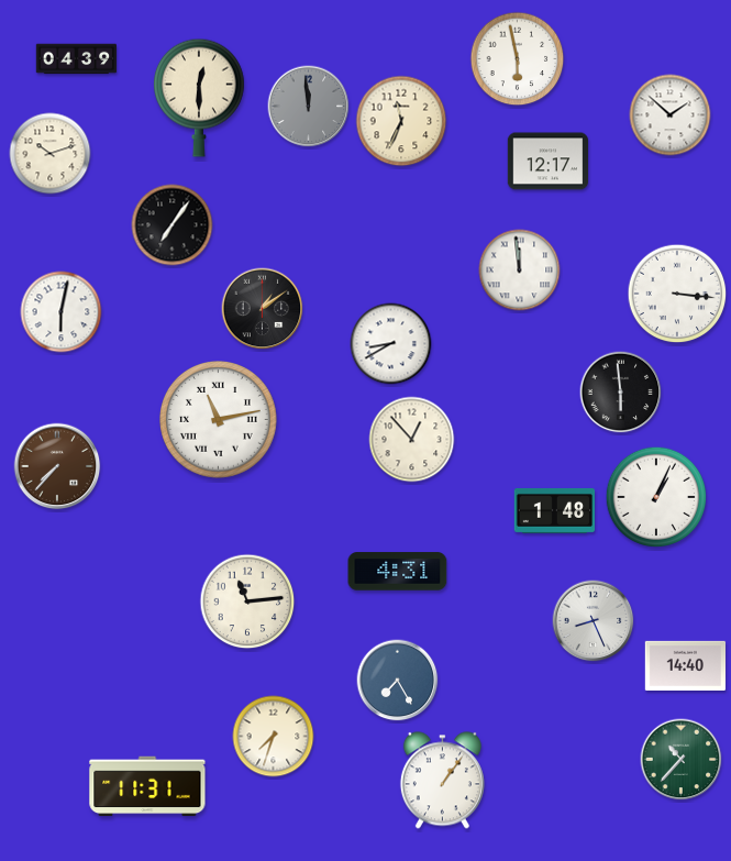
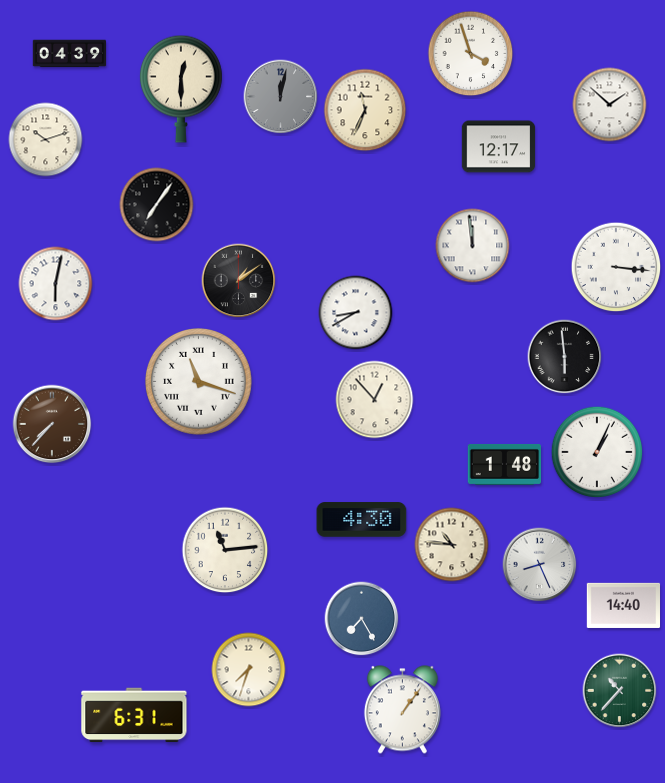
clock at (518, 59): 5:58 -> 3:57
clock at (309, 107): 11:59 -> 12:02
clock at (219, 420): 11:13 -> 11:18
clock at (398, 572): 4:31 -> 4:30
clock at (452, 545): none -> 10:46
clock at (247, 601) position: (247, 601) -> (225, 550)
clock at (147, 786): 11:31 -> 6:31
